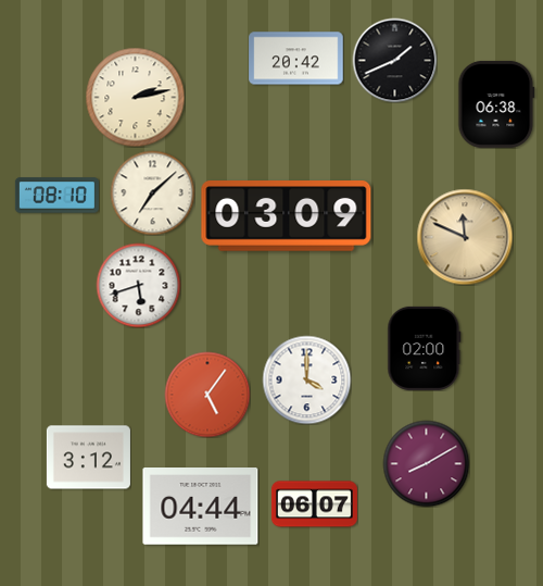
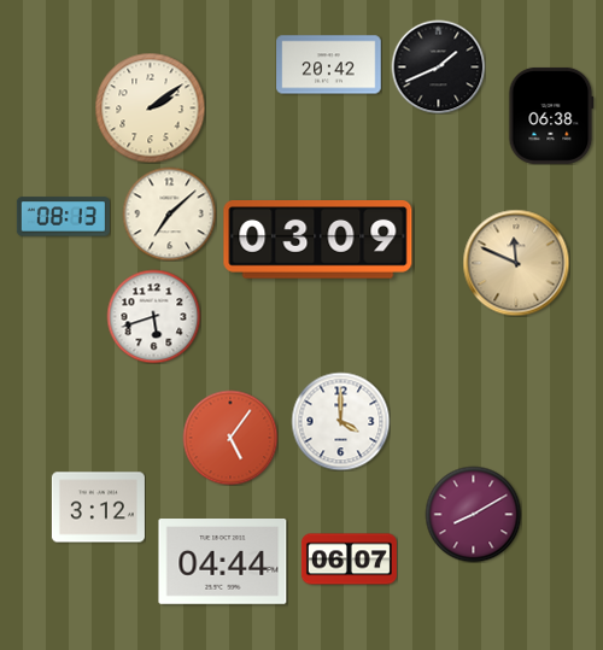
clock at (135, 97): 2:13 -> 2:09
clock at (56, 196): 08:10 -> 08:13
clock at (425, 348): 02:00 -> none
